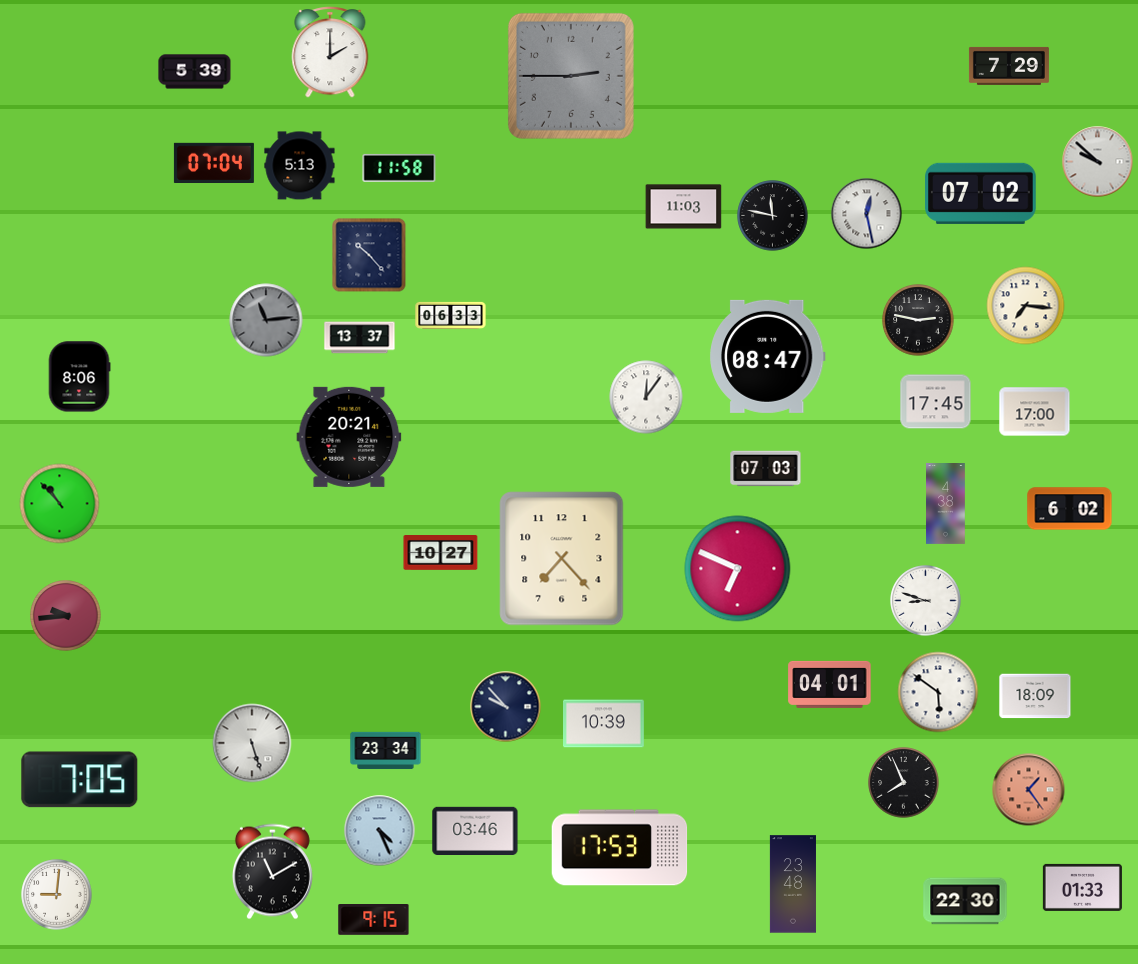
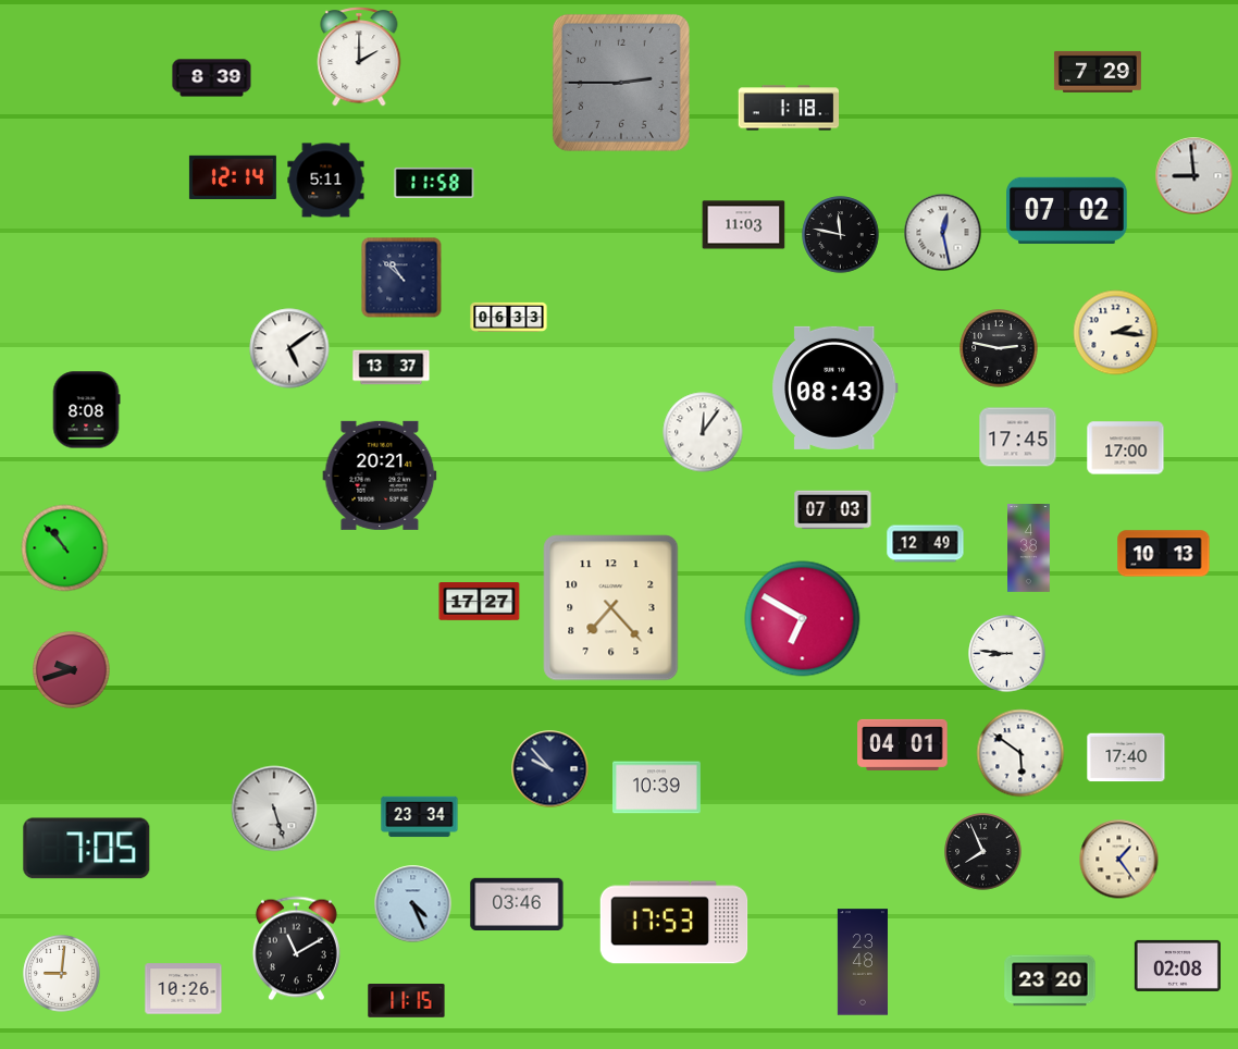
clock at (195, 72): 5:39 -> 8:39
clock at (789, 108): none -> 1:18
clock at (214, 162): 07:04 -> 12:14
clock at (1098, 162): 9:52 -> 8:59
clock at (300, 166): 5:13 -> 5:11
clock at (369, 255): 10:23 -> 10:52
clock at (1026, 306): 7:16 -> 2:16
clock at (451, 315) position: (451, 315) -> (509, 317)
clock at (266, 320): 11:14 -> 5:09
clock at (266, 320) dial: grey -> white
clock at (768, 356): 08:47 -> 08:43
clock at (79, 377): 8:06 -> 8:08
clock at (926, 544): none -> 12:49
clock at (1070, 509): 6:02 -> 10:13
clock at (441, 553): 10:27 -> 17:27
clock at (738, 569): 6:49 -> 6:50
clock at (926, 601): 8:48 -> 8:46
clock at (66, 616): 9:44 -> 9:42
clock at (1035, 696): 18:09 -> 17:40
clock at (1029, 790) dial: salmon -> cream
clock at (1082, 887): 01:33 -> 02:08
clock at (965, 901): 22:30 -> 23:20
clock at (184, 989): none -> 10:26
clock at (374, 920): 9:15 -> 11:15
